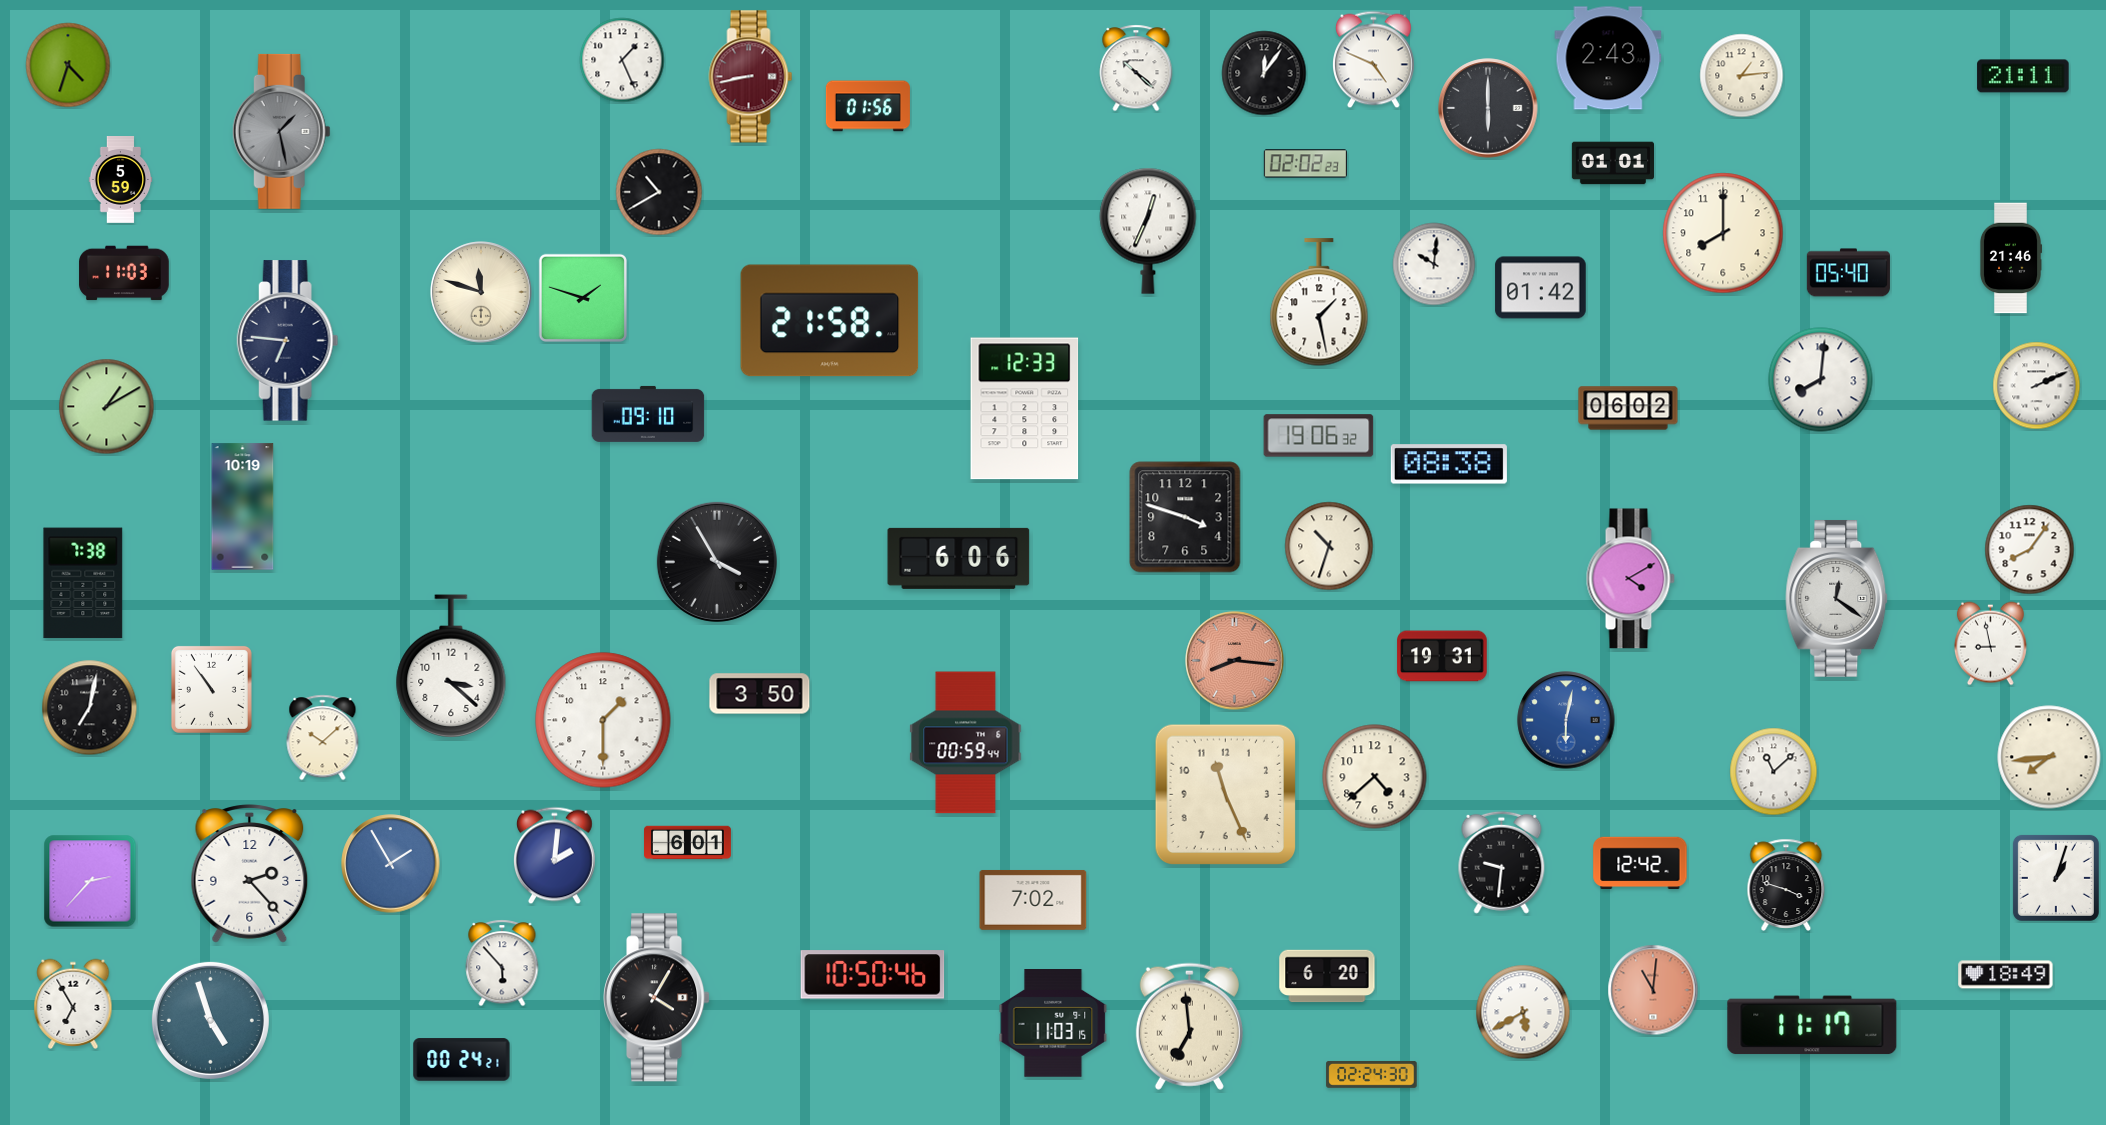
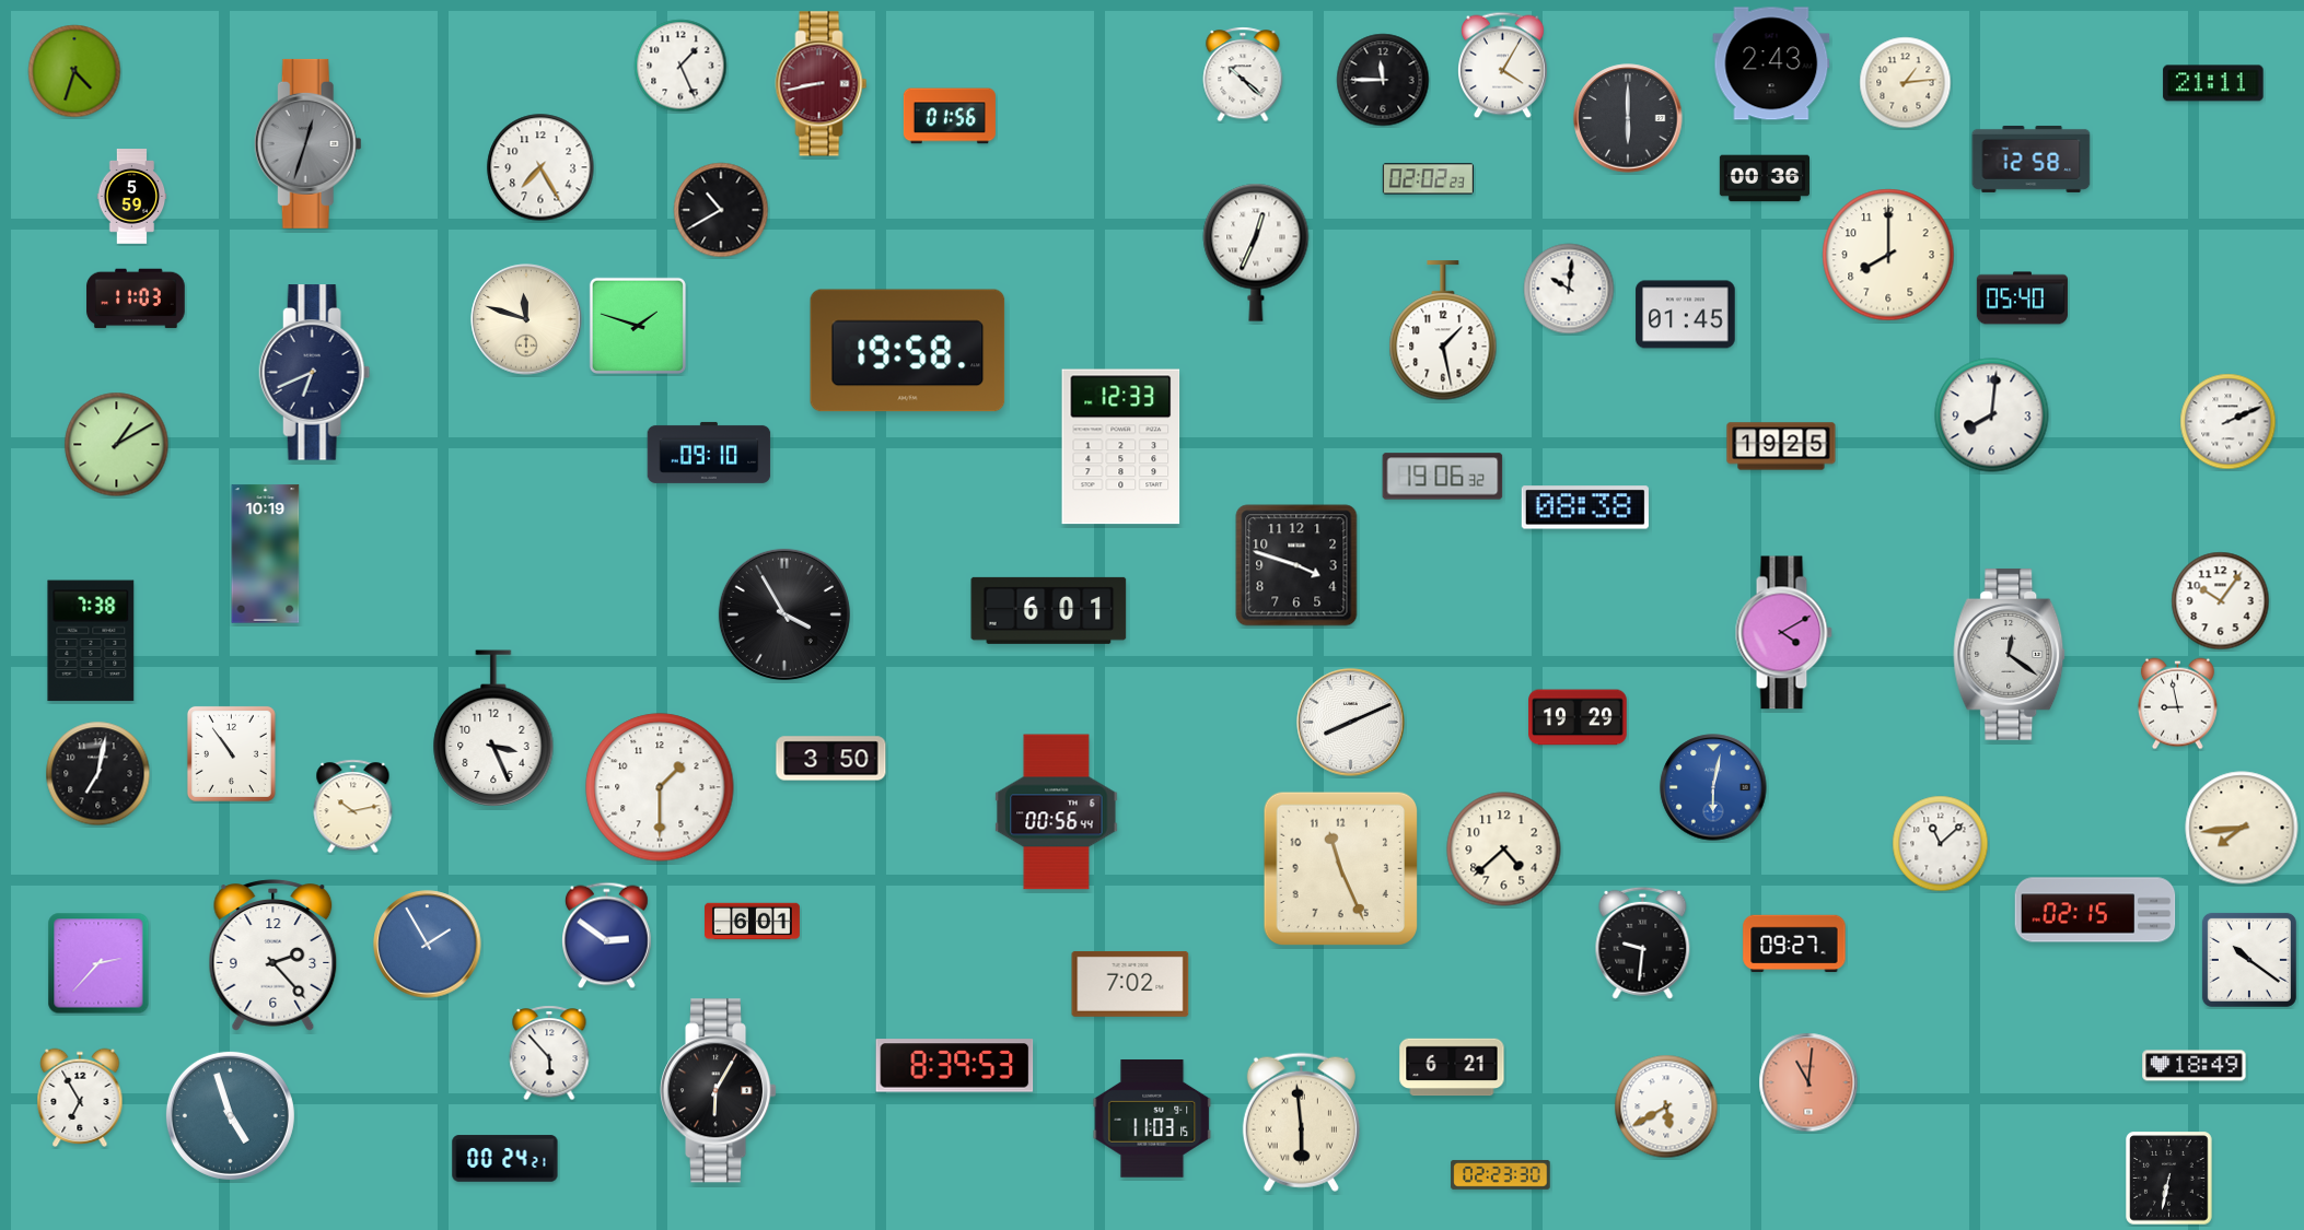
clock at (1608, 58) position: (1608, 58) -> (1771, 63)
clock at (1374, 60): 4:49 -> 4:05
clock at (1264, 73): 12:06 -> 11:45
clock at (281, 131): 1:28 -> 12:33
clock at (2032, 159): none -> 12:58
clock at (540, 167): none -> 7:25
clock at (1612, 163): 01:01 -> 00:36
clock at (1723, 233) position: (1723, 233) -> (1888, 255)
clock at (2010, 258): 21:46 -> none
clock at (1541, 288): 01:42 -> 01:45
clock at (830, 321): 21:58 -> 19:58
clock at (288, 341): 6:46 -> 6:41
clock at (1628, 408): 06:02 -> 19:25
clock at (1329, 546): 10:33 -> none
clock at (2030, 550): 8:06 -> 10:06
clock at (959, 558): 6:06 -> 6:01
clock at (83, 583) position: (83, 583) -> (91, 641)
clock at (1442, 656): 19:31 -> 19:29
clock at (1235, 661): 8:16 -> 8:11
clock at (1235, 661) dial: salmon -> white
clock at (451, 666): 3:22 -> 3:26
clock at (323, 738): 10:08 -> 10:13
clock at (966, 743): 00:59 -> 00:56
clock at (2095, 910): none -> 02:15
clock at (555, 856): 2:01 -> 2:51
clock at (1640, 863): 12:42 -> 09:27
clock at (2056, 878): 1:03 -> 10:21
clock at (1786, 885): 3:48 -> none
clock at (873, 975): 10:50 -> 8:39
clock at (1327, 976): 6:20 -> 6:21
clock at (658, 998): 4:05 -> 6:05
clock at (1812, 1025): 11:17 -> none
clock at (1189, 1026): 6:59 -> 5:59
clock at (1372, 1074): 02:24 -> 02:23
clock at (2169, 1179): none -> 6:32
